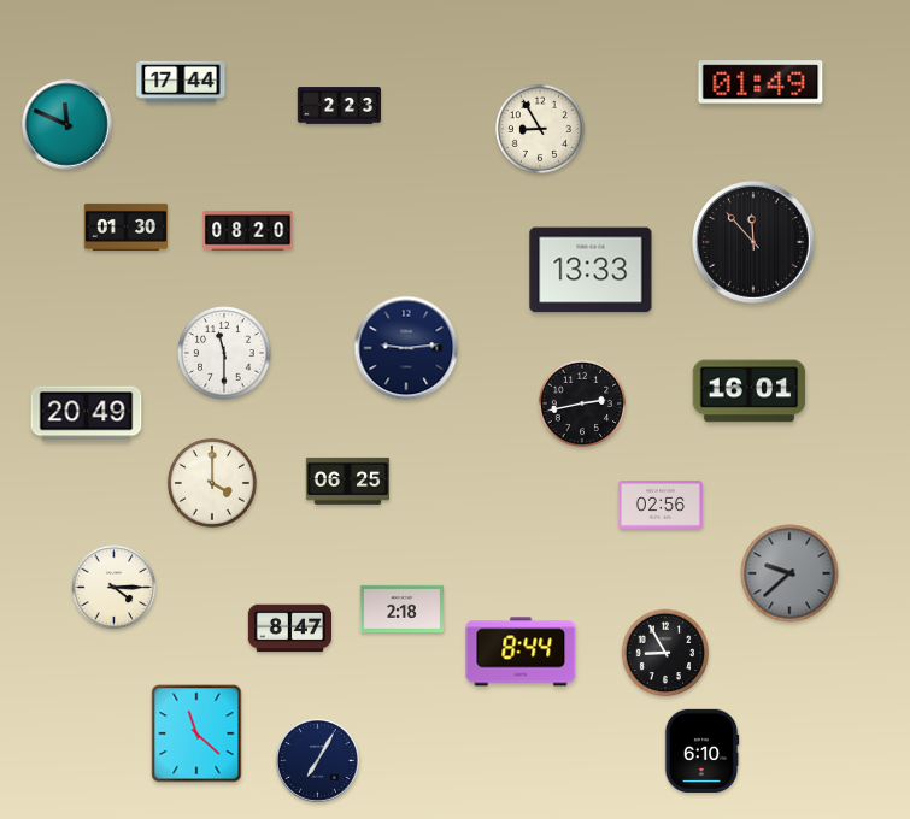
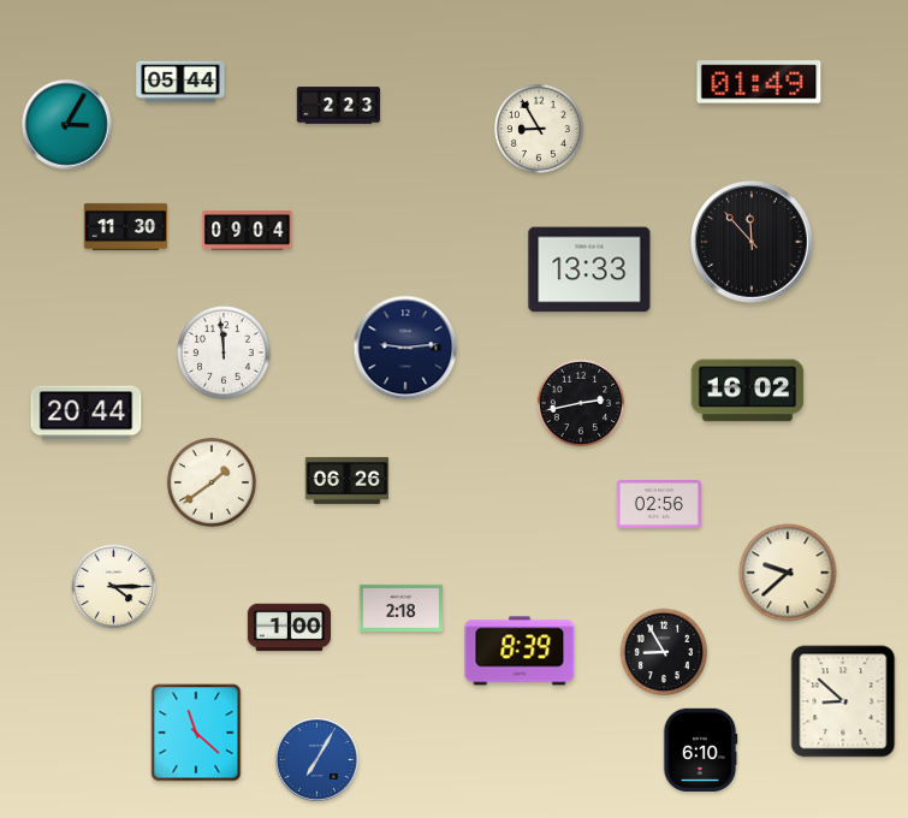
clock at (181, 82): 17:44 -> 05:44
clock at (67, 125): 11:49 -> 3:05
clock at (127, 226): 01:30 -> 11:30
clock at (248, 230): 08:20 -> 09:04
clock at (224, 353): 11:30 -> 11:59
clock at (750, 391): 16:01 -> 16:02
clock at (87, 414): 20:49 -> 20:44
clock at (347, 481): 06:25 -> 06:26
clock at (212, 483): 4:00 -> 1:39
clock at (789, 573) dial: grey -> cream
clock at (290, 629): 8:47 -> 1:00
clock at (521, 652): 8:44 -> 8:39
clock at (843, 701): none -> 8:52
clock at (317, 760) dial: navy -> blue
